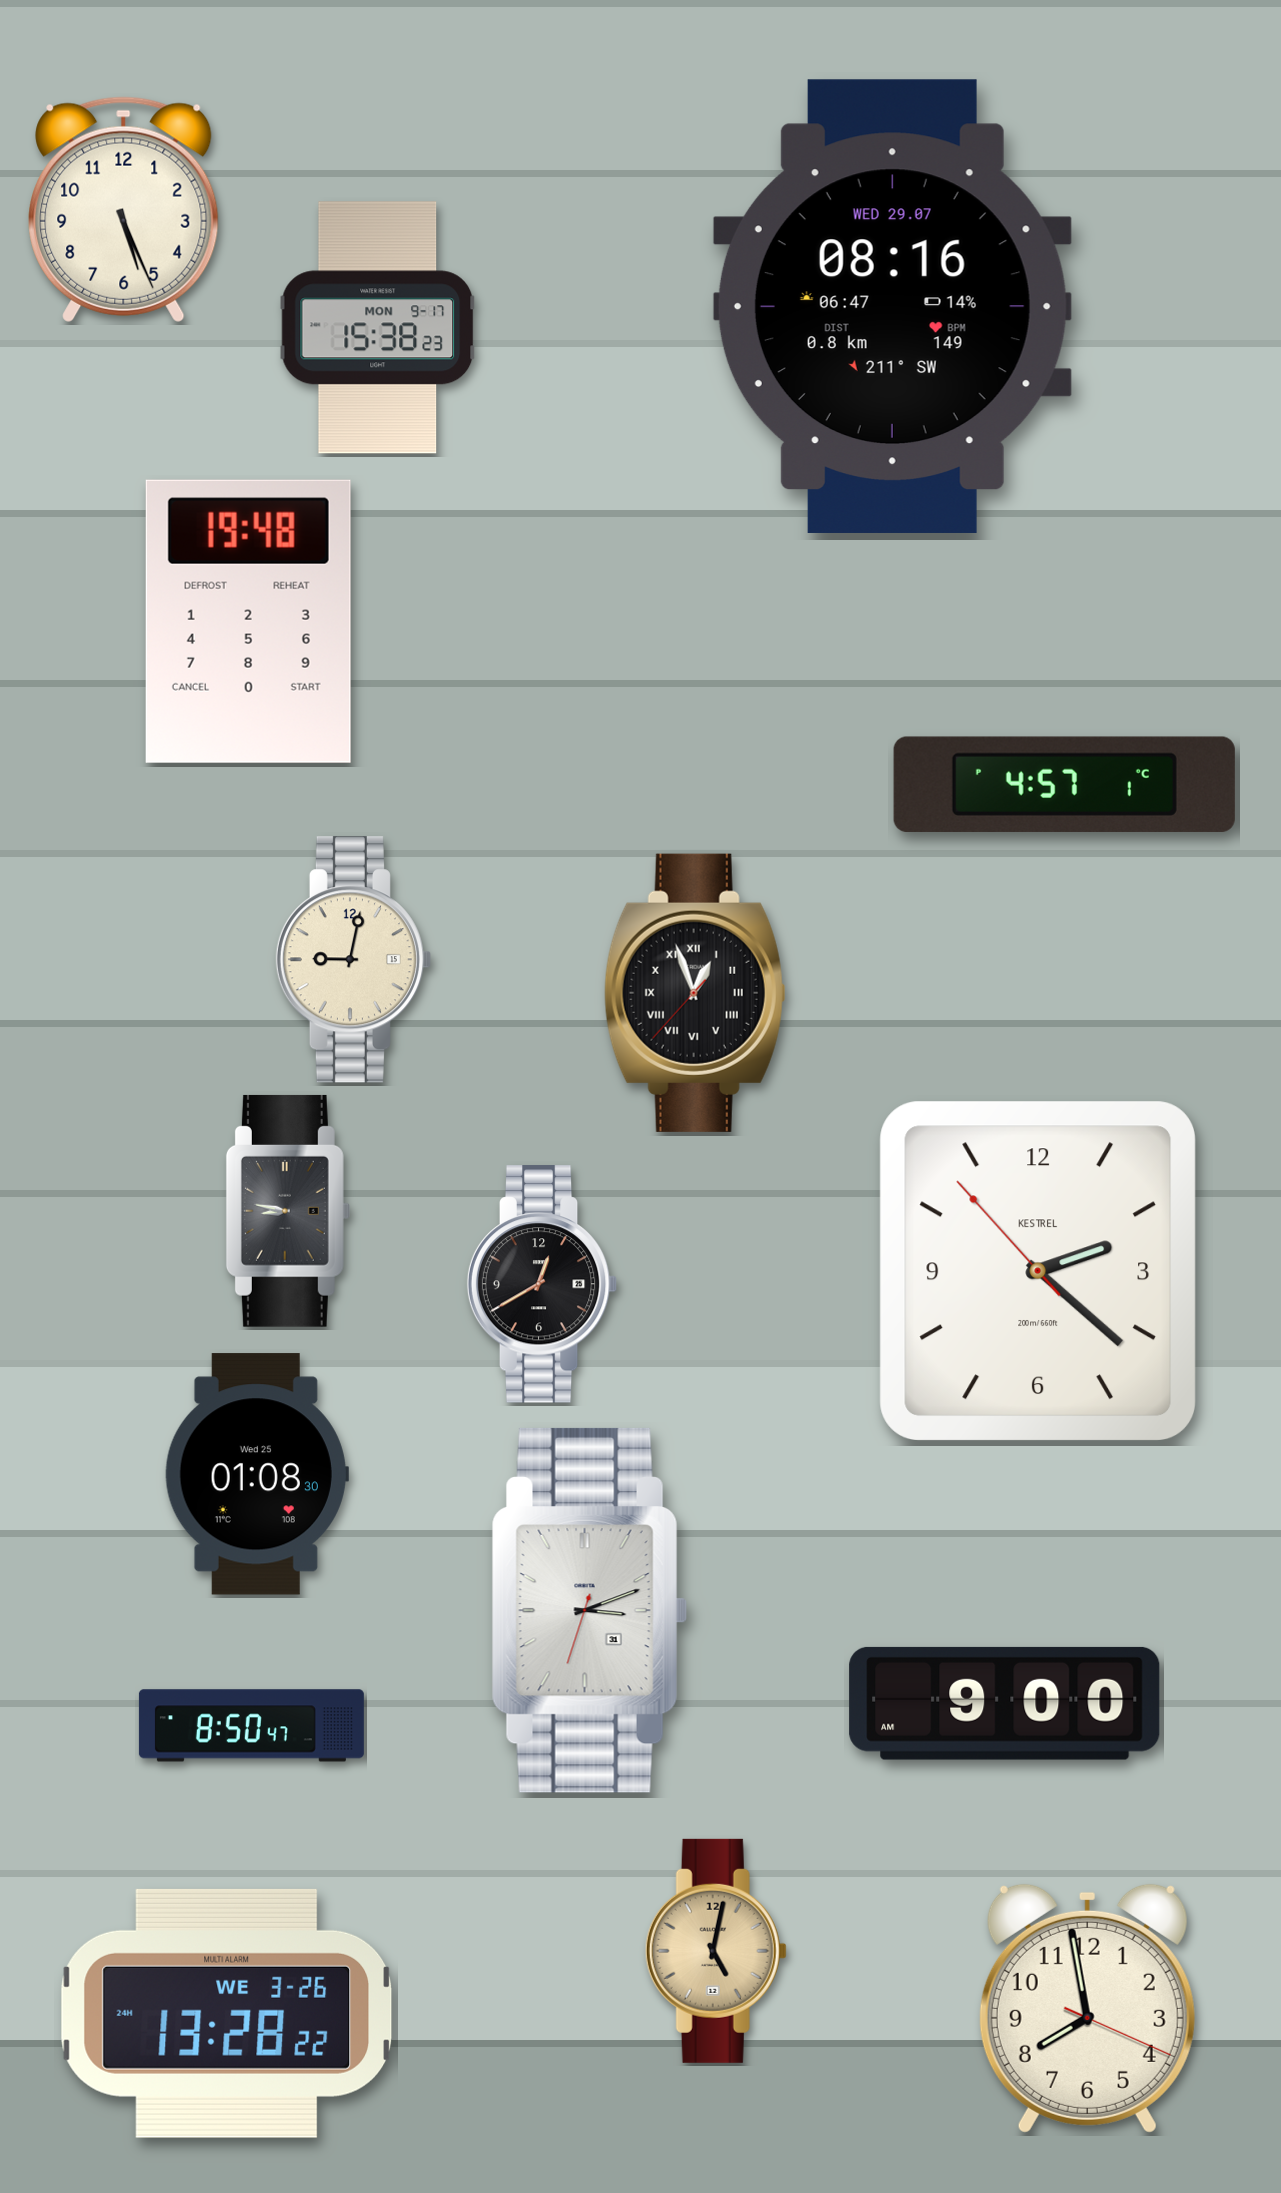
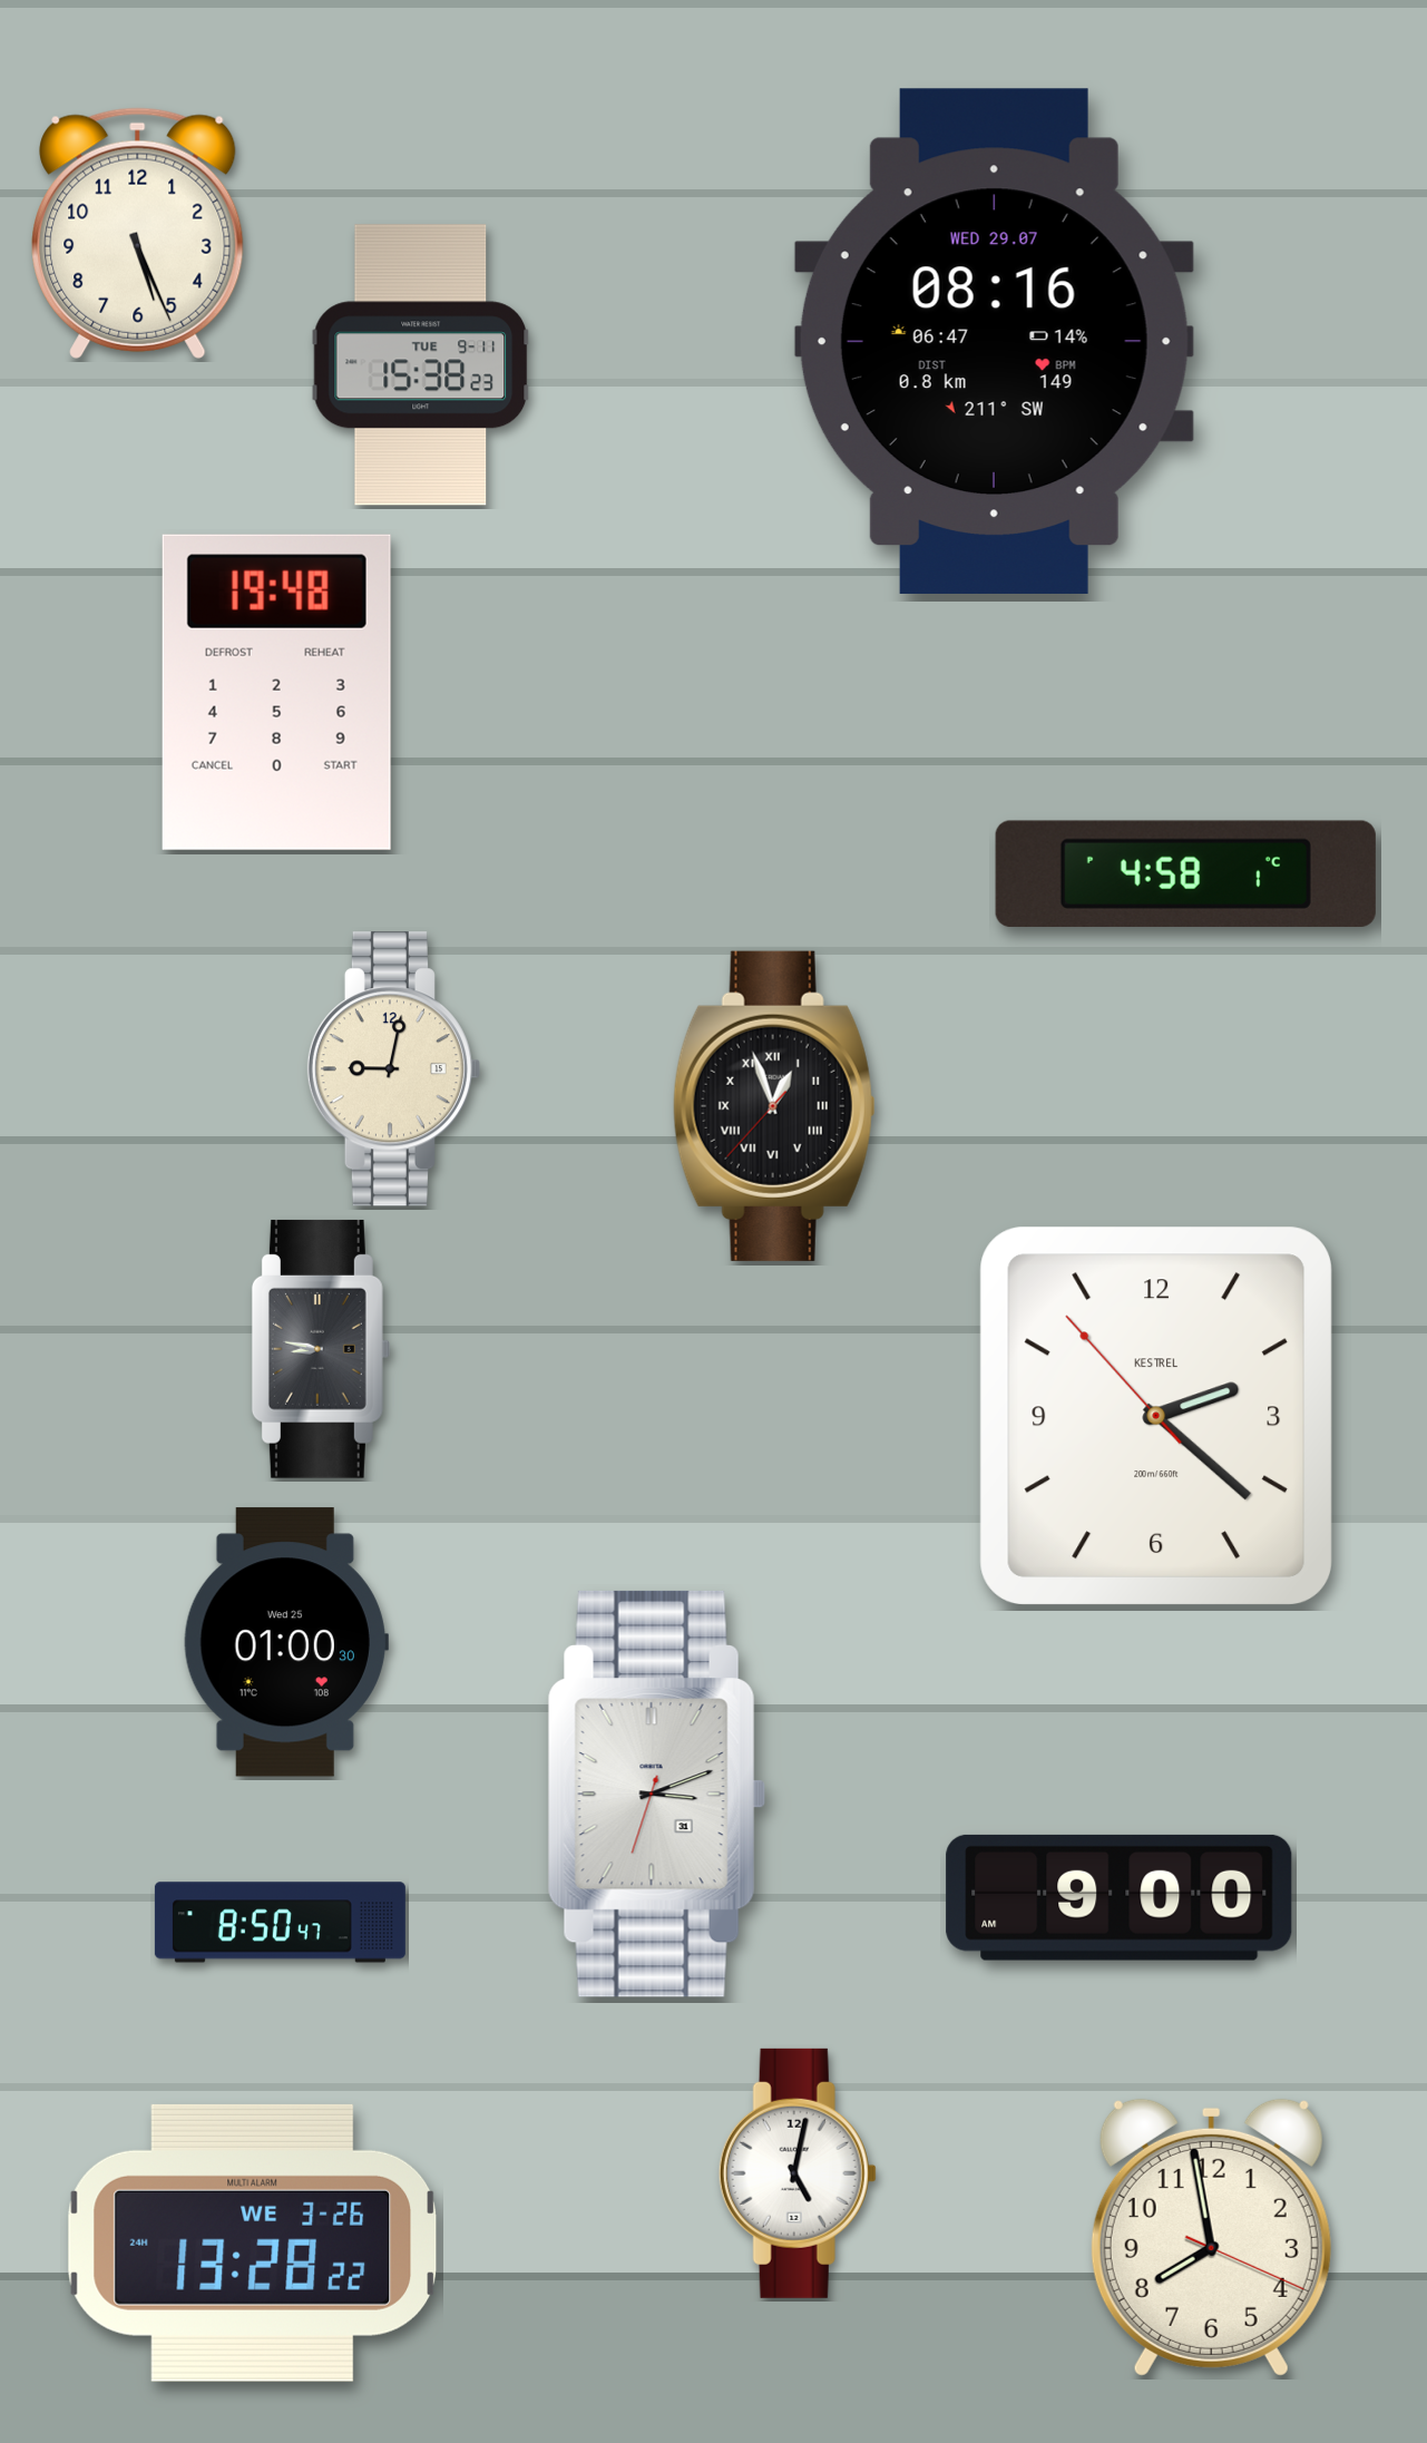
clock at (378, 328) date: MON 9-17 -> TUE 9-11
clock at (1064, 784): 4:57 -> 4:58
clock at (542, 1284): 12:40 -> none
clock at (257, 1474): 01:08 -> 01:00
clock at (716, 1951) dial: champagne -> white
